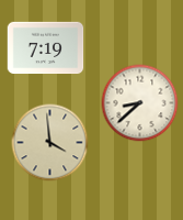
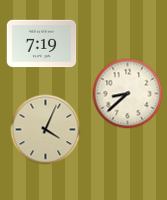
clock at (50, 143): 3:59 -> 4:04
